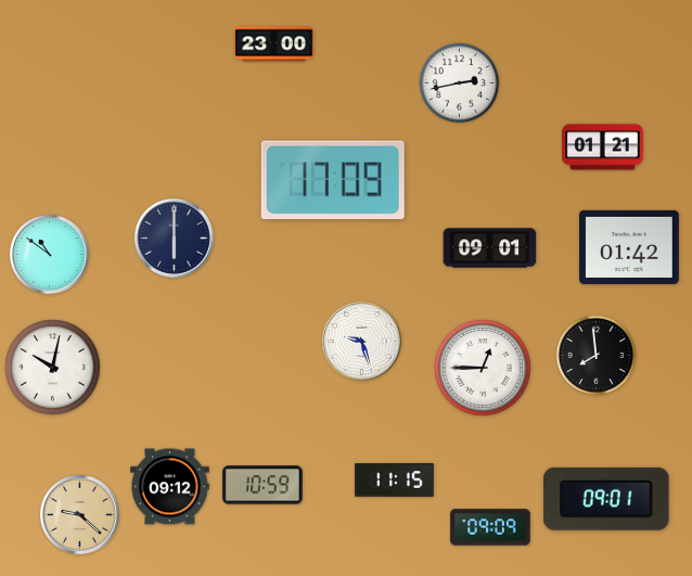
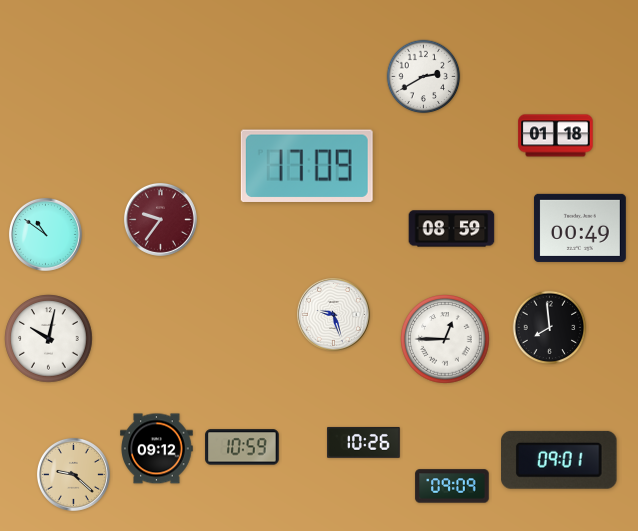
clock at (274, 44): 23:00 -> none
clock at (460, 84): 2:43 -> 2:40
clock at (603, 148): 01:21 -> 01:18
clock at (174, 238): 6:00 -> 9:36
clock at (174, 238) dial: navy -> burgundy
clock at (629, 247): 01:42 -> 00:49
clock at (490, 248): 09:01 -> 08:59
clock at (395, 479): 11:15 -> 10:26
